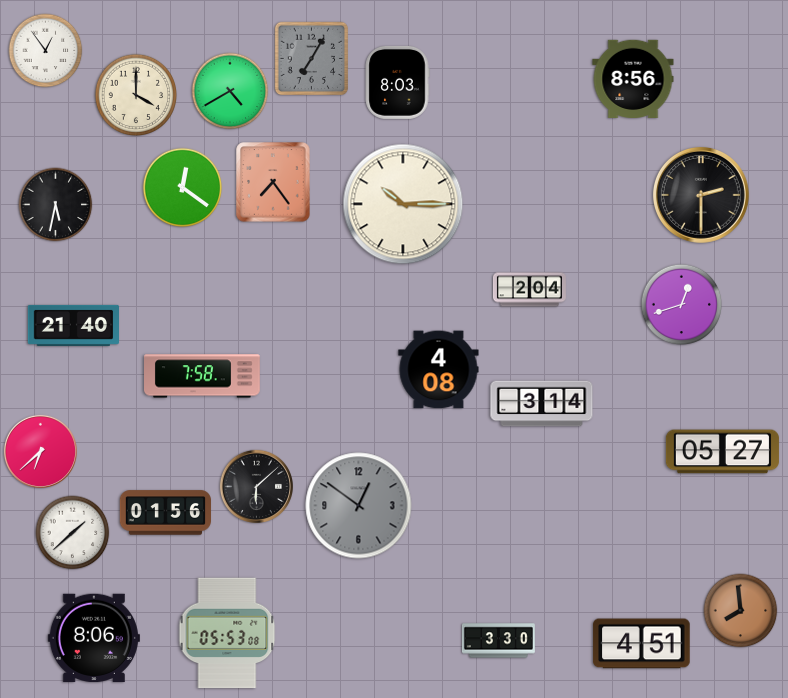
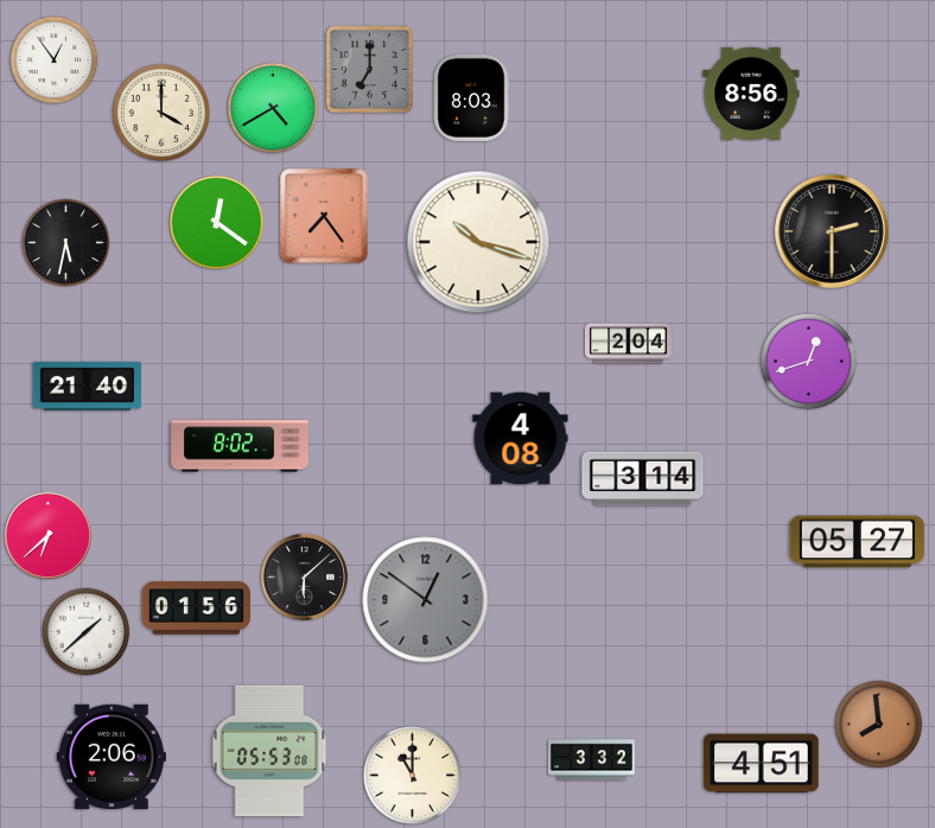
clock at (311, 58): 7:05 -> 7:00
clock at (403, 204): 10:15 -> 10:18
clock at (203, 376): 7:58 -> 8:02
clock at (722, 452) position: (722, 452) -> (857, 542)
clock at (94, 638): 8:06 -> 2:06
clock at (498, 641): 3:30 -> 3:32
clock at (412, 775): none -> 11:00
